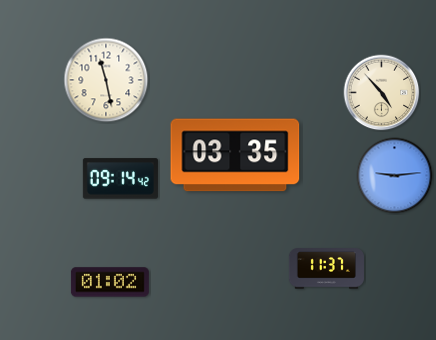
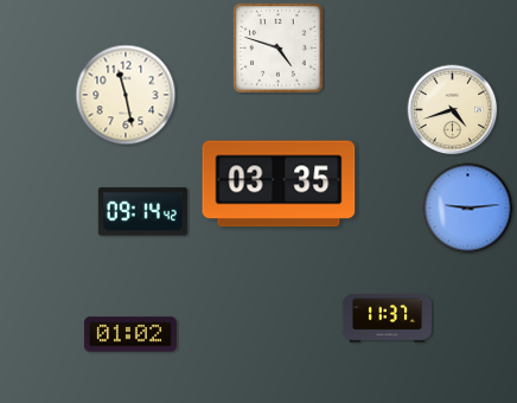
clock at (279, 49): none -> 4:48
clock at (382, 93): 4:53 -> 4:42
